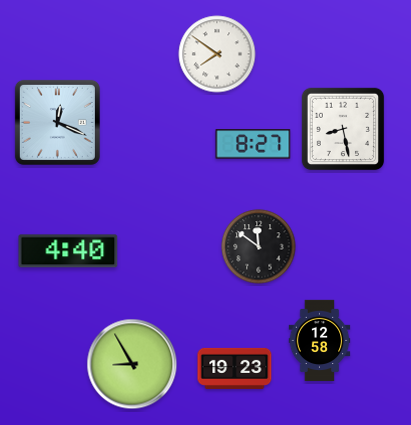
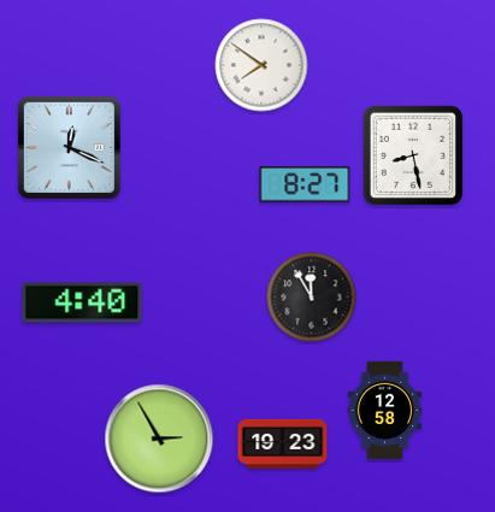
clock at (253, 144) position: (253, 144) -> (305, 184)
clock at (259, 247): 11:51 -> 11:55
clock at (132, 364): 8:55 -> 2:55
